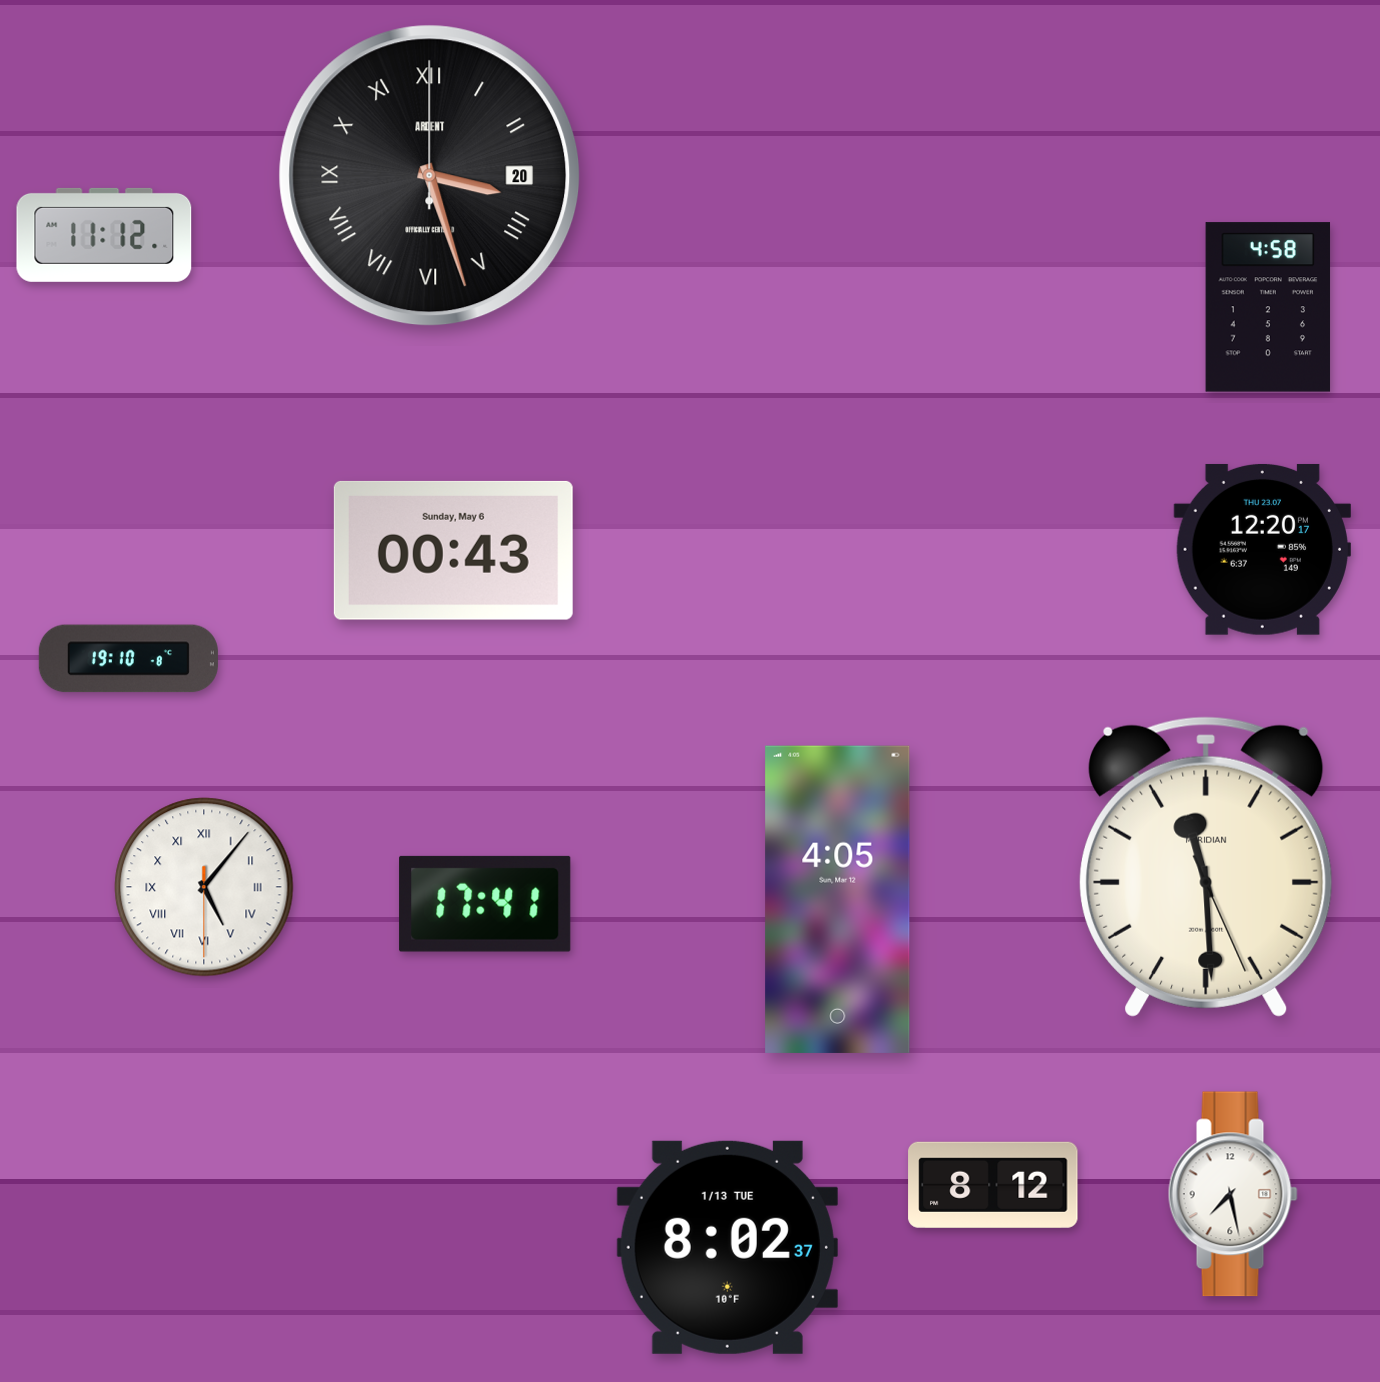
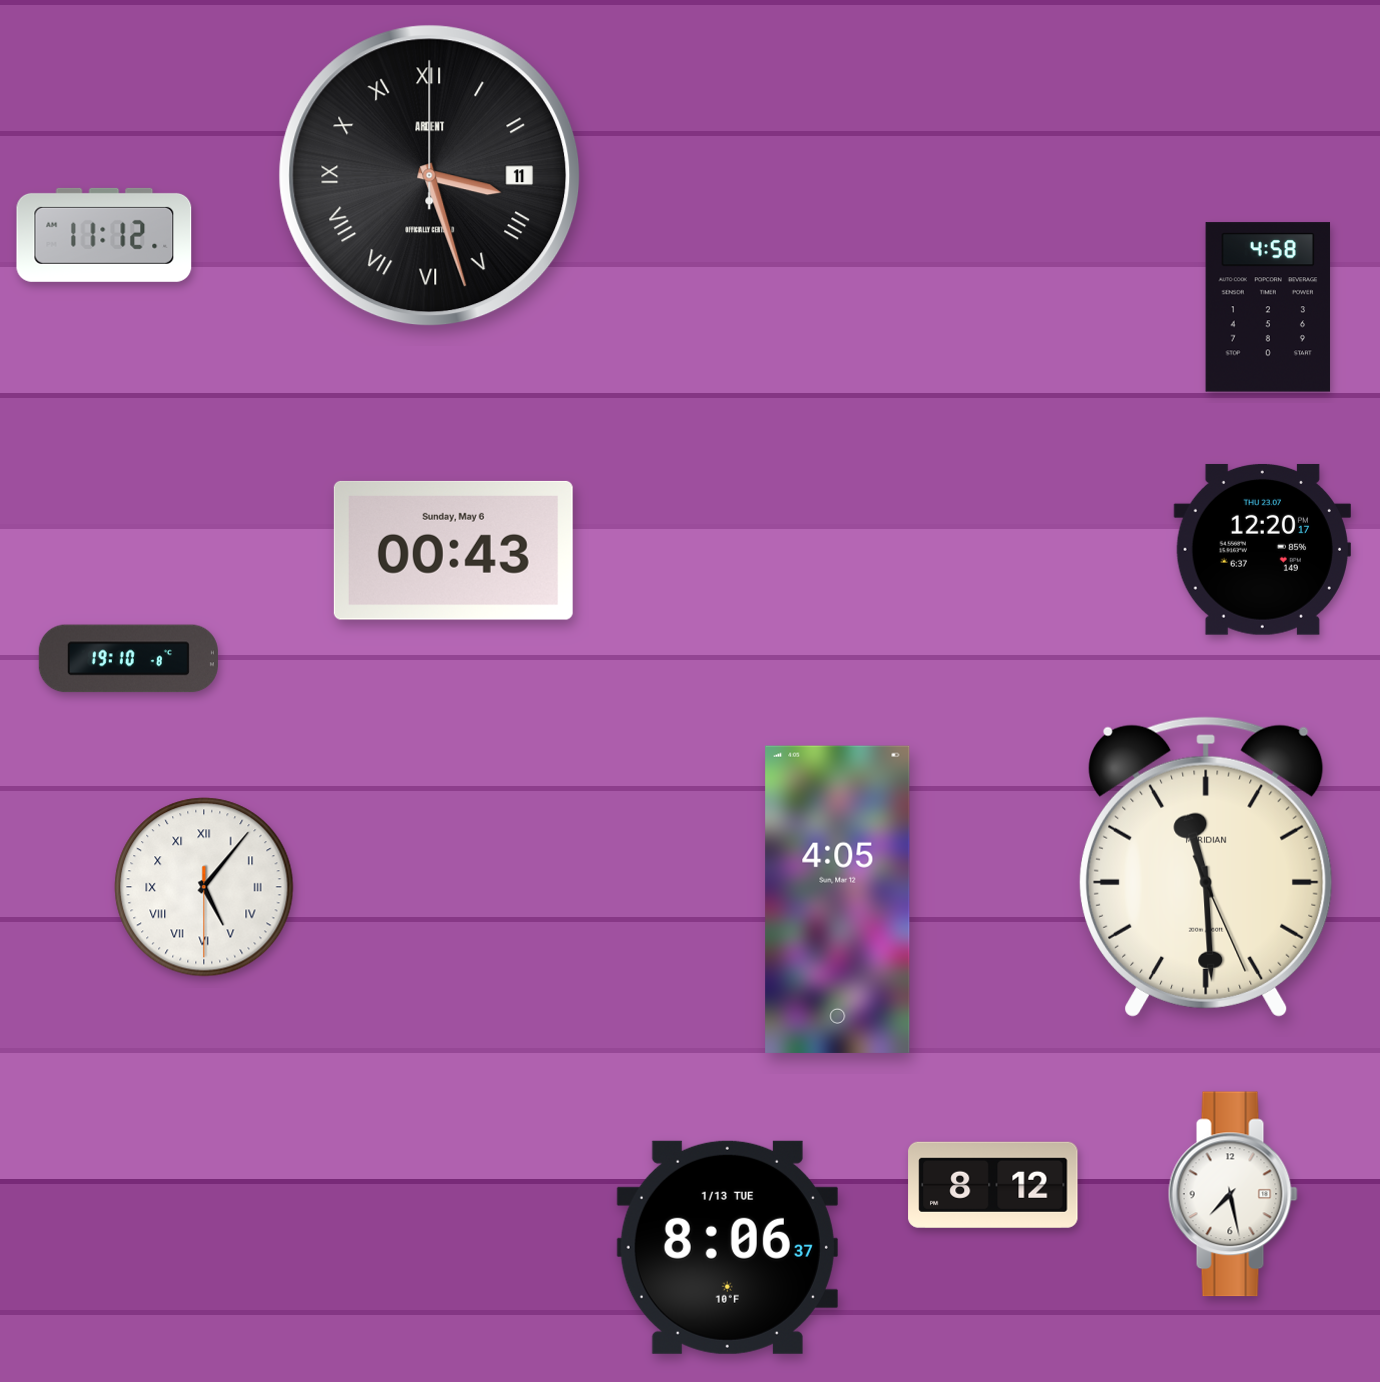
clock at (430, 176) date: 20 -> 11
clock at (485, 904): 17:41 -> none
clock at (727, 1247): 8:02 -> 8:06
